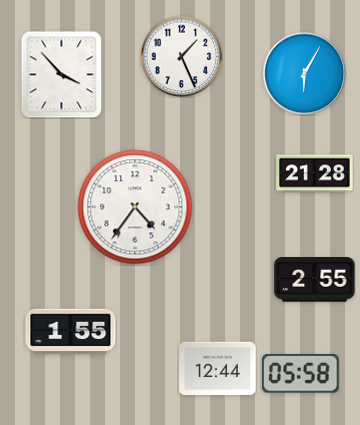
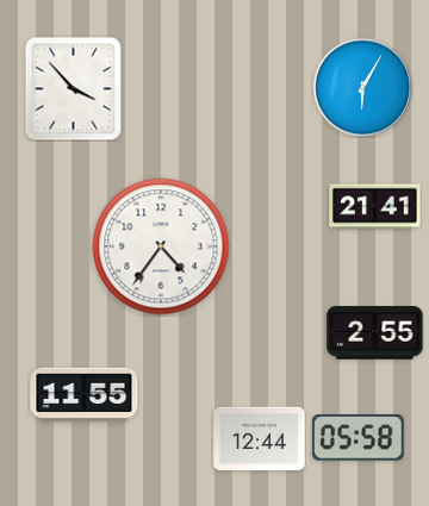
clock at (181, 56): 1:26 -> none
clock at (315, 174): 21:28 -> 21:41
clock at (71, 332): 1:55 -> 11:55
clock at (301, 374) position: (301, 374) -> (359, 438)
